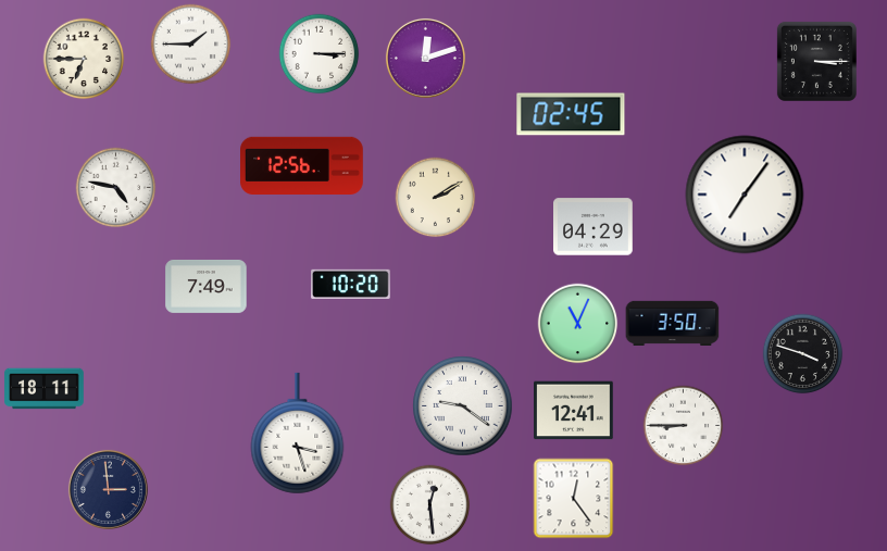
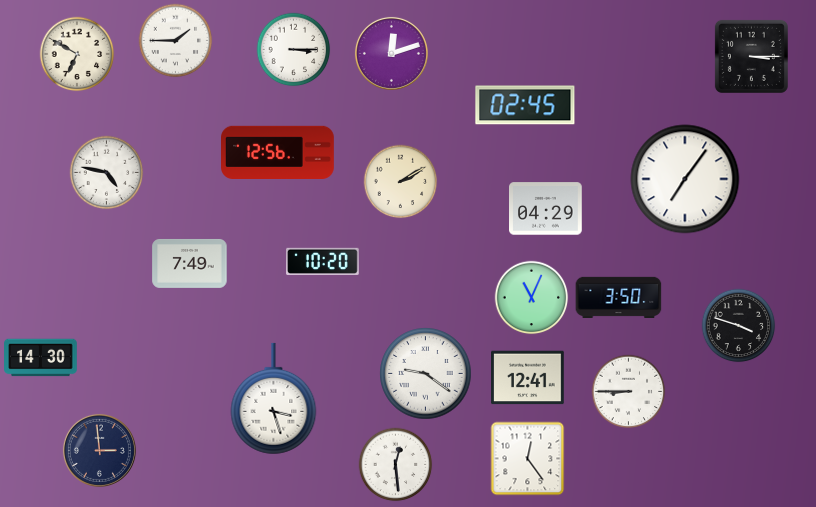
clock at (84, 59): 6:45 -> 6:50
clock at (45, 389): 18:11 -> 14:30
